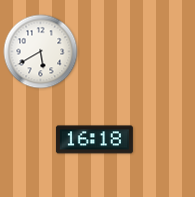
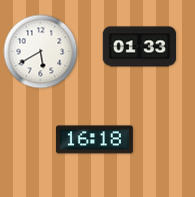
clock at (140, 47): none -> 01:33
